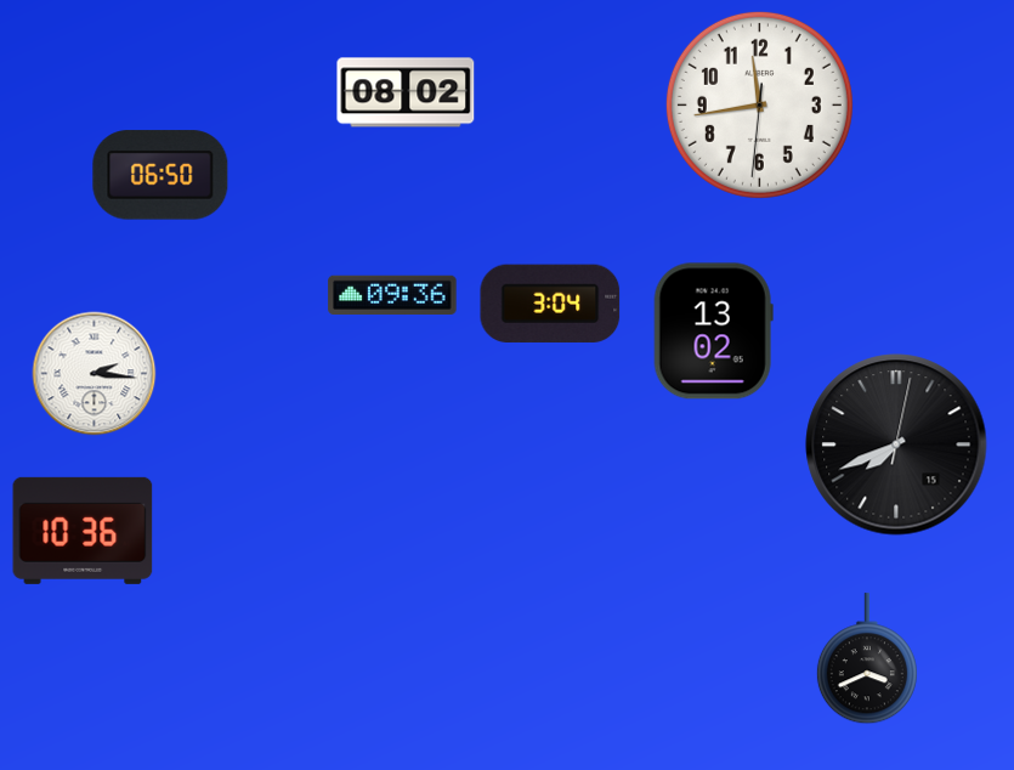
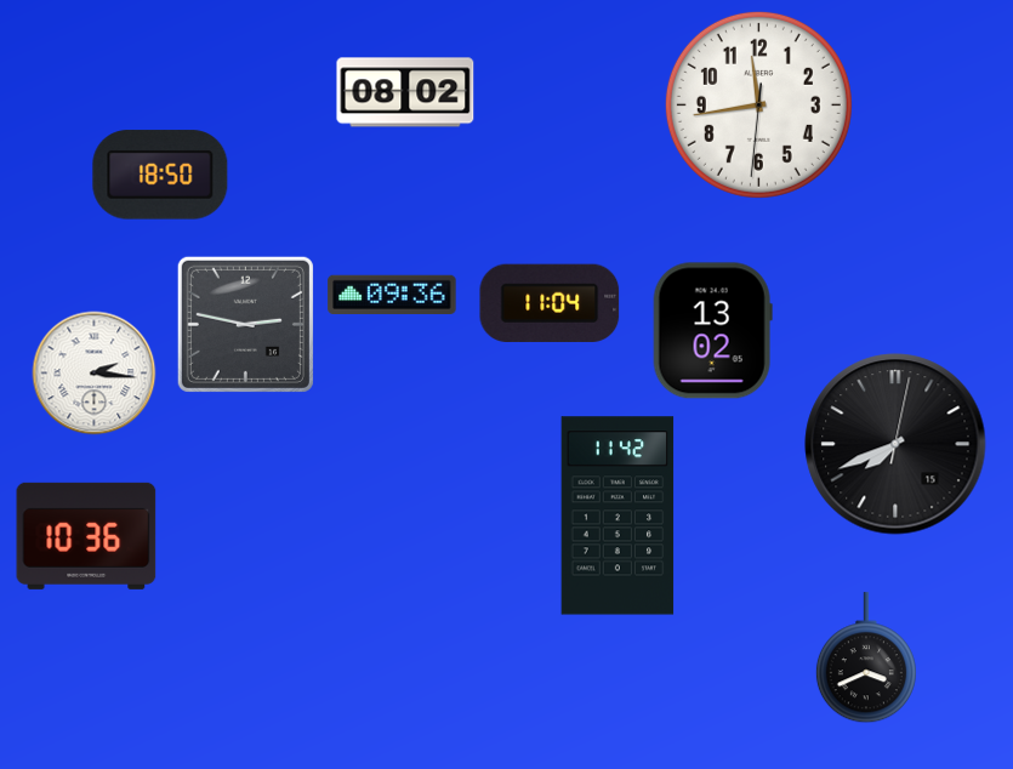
clock at (160, 175): 06:50 -> 18:50
clock at (550, 304): 3:04 -> 11:04
clock at (245, 324): none -> 2:47
clock at (618, 515): none -> 11:42
clock at (83, 531) position: (83, 531) -> (86, 536)
